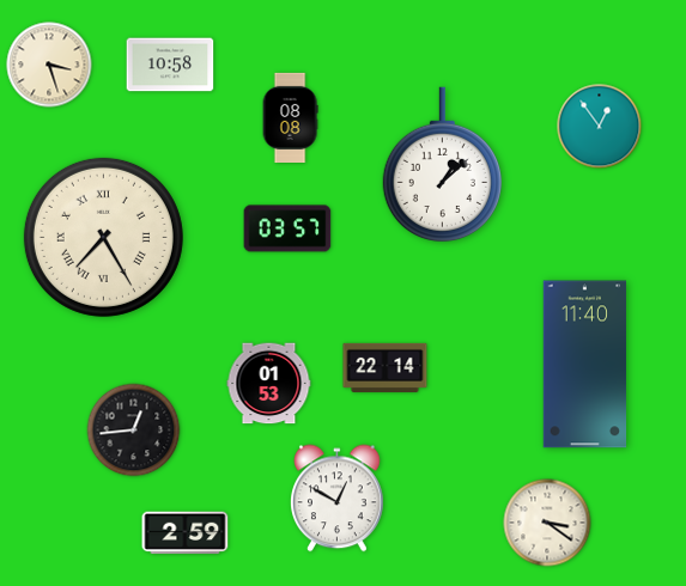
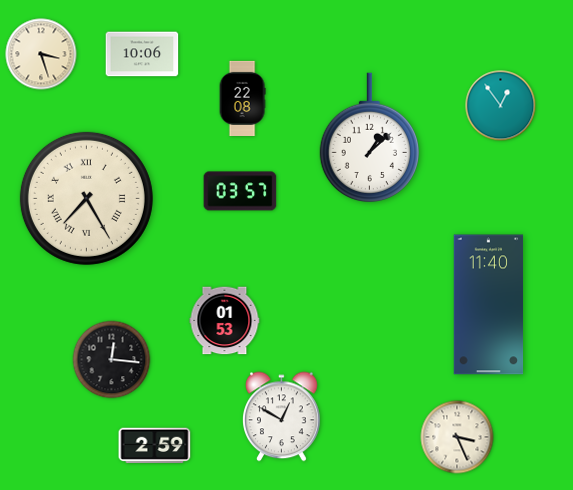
clock at (170, 65): 10:58 -> 10:06
clock at (290, 117): 08:08 -> 22:08
clock at (386, 367): 22:14 -> none
clock at (134, 431): 12:44 -> 12:16
clock at (547, 523): 3:21 -> 3:26
